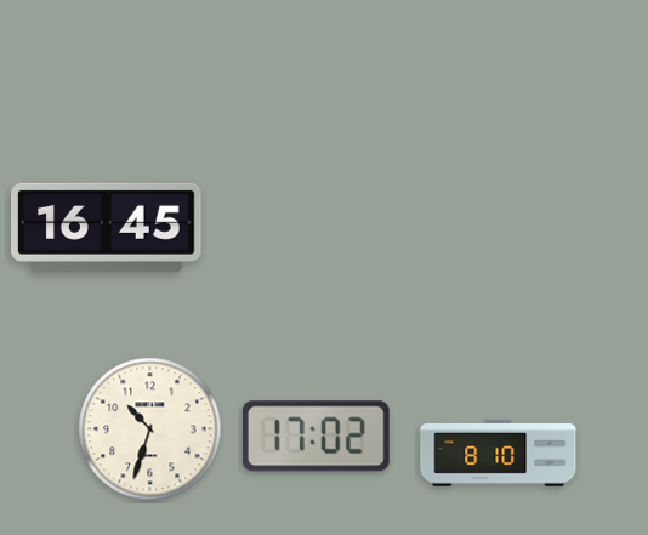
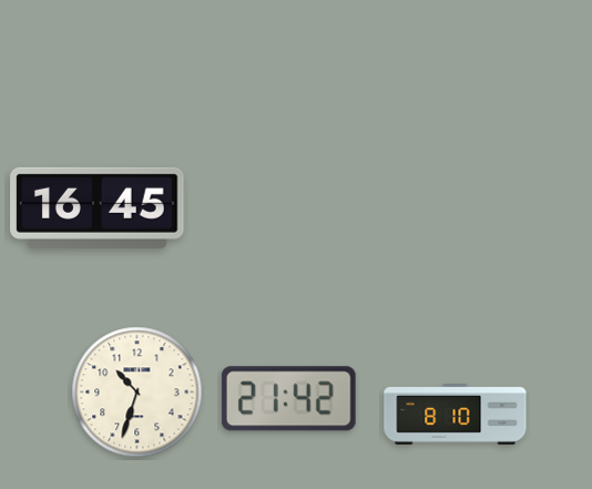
clock at (316, 437): 17:02 -> 21:42
